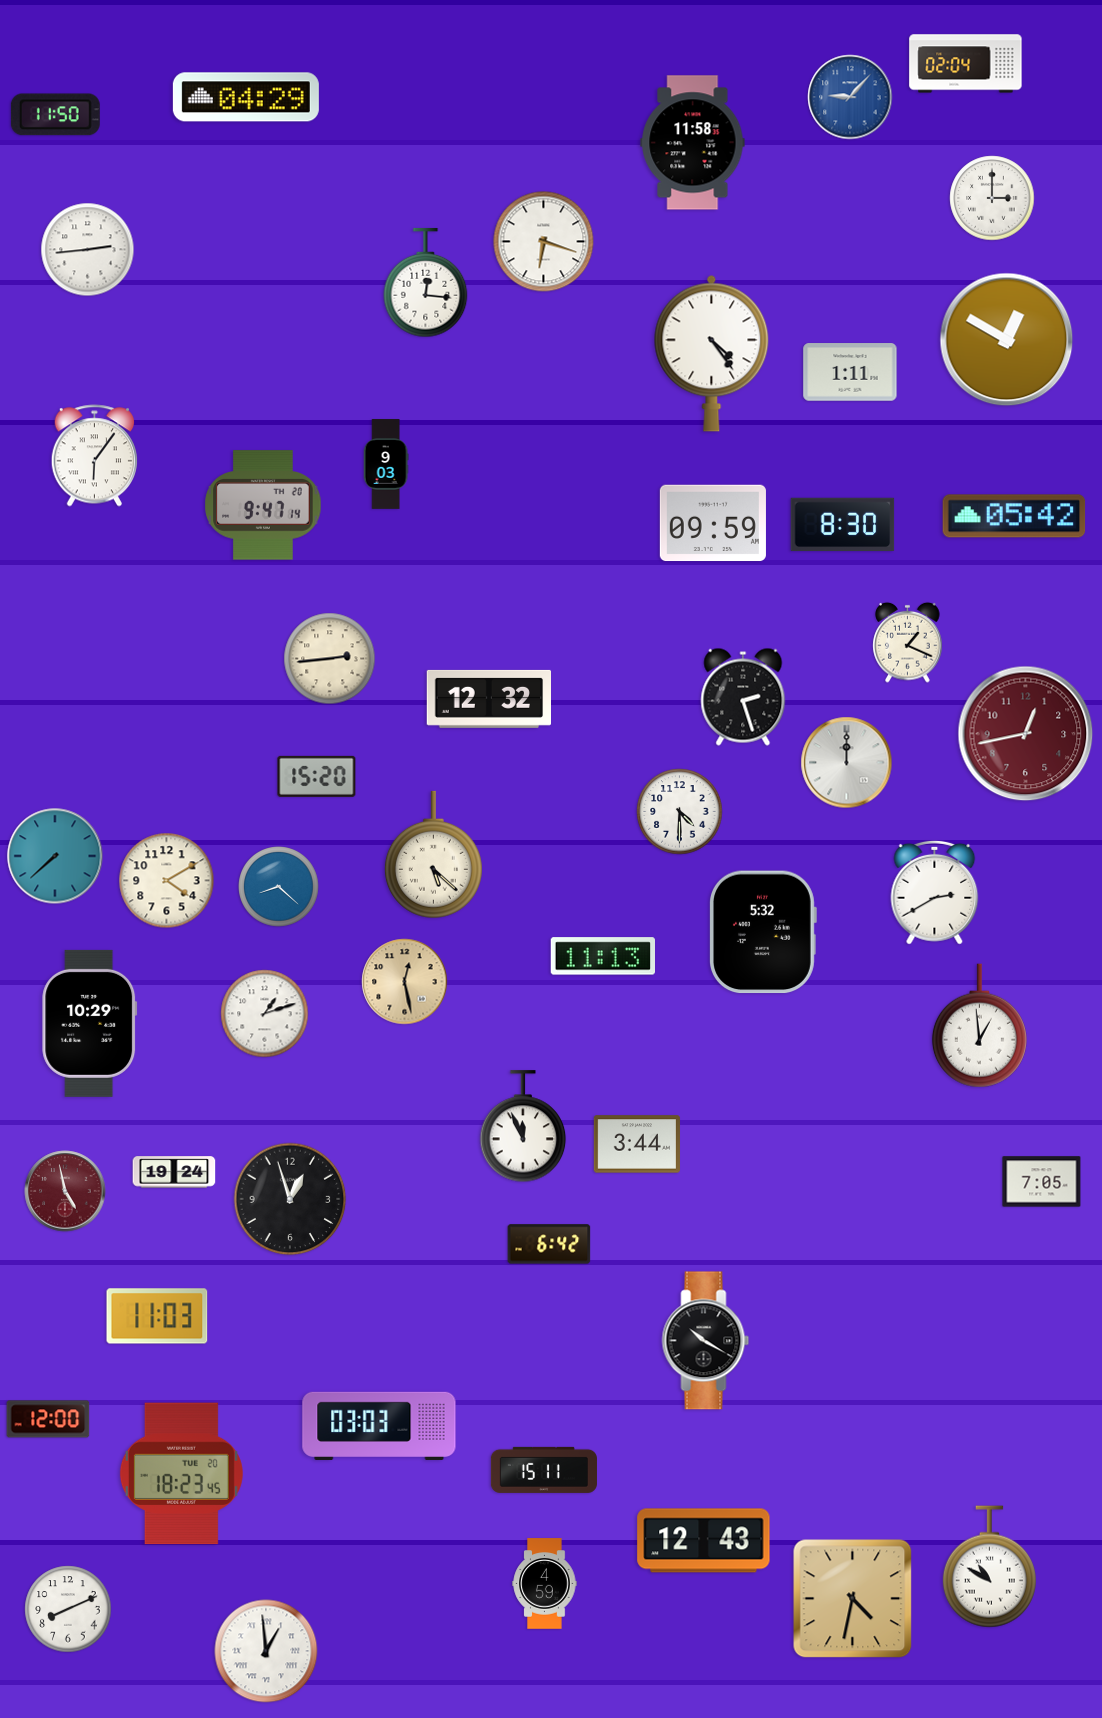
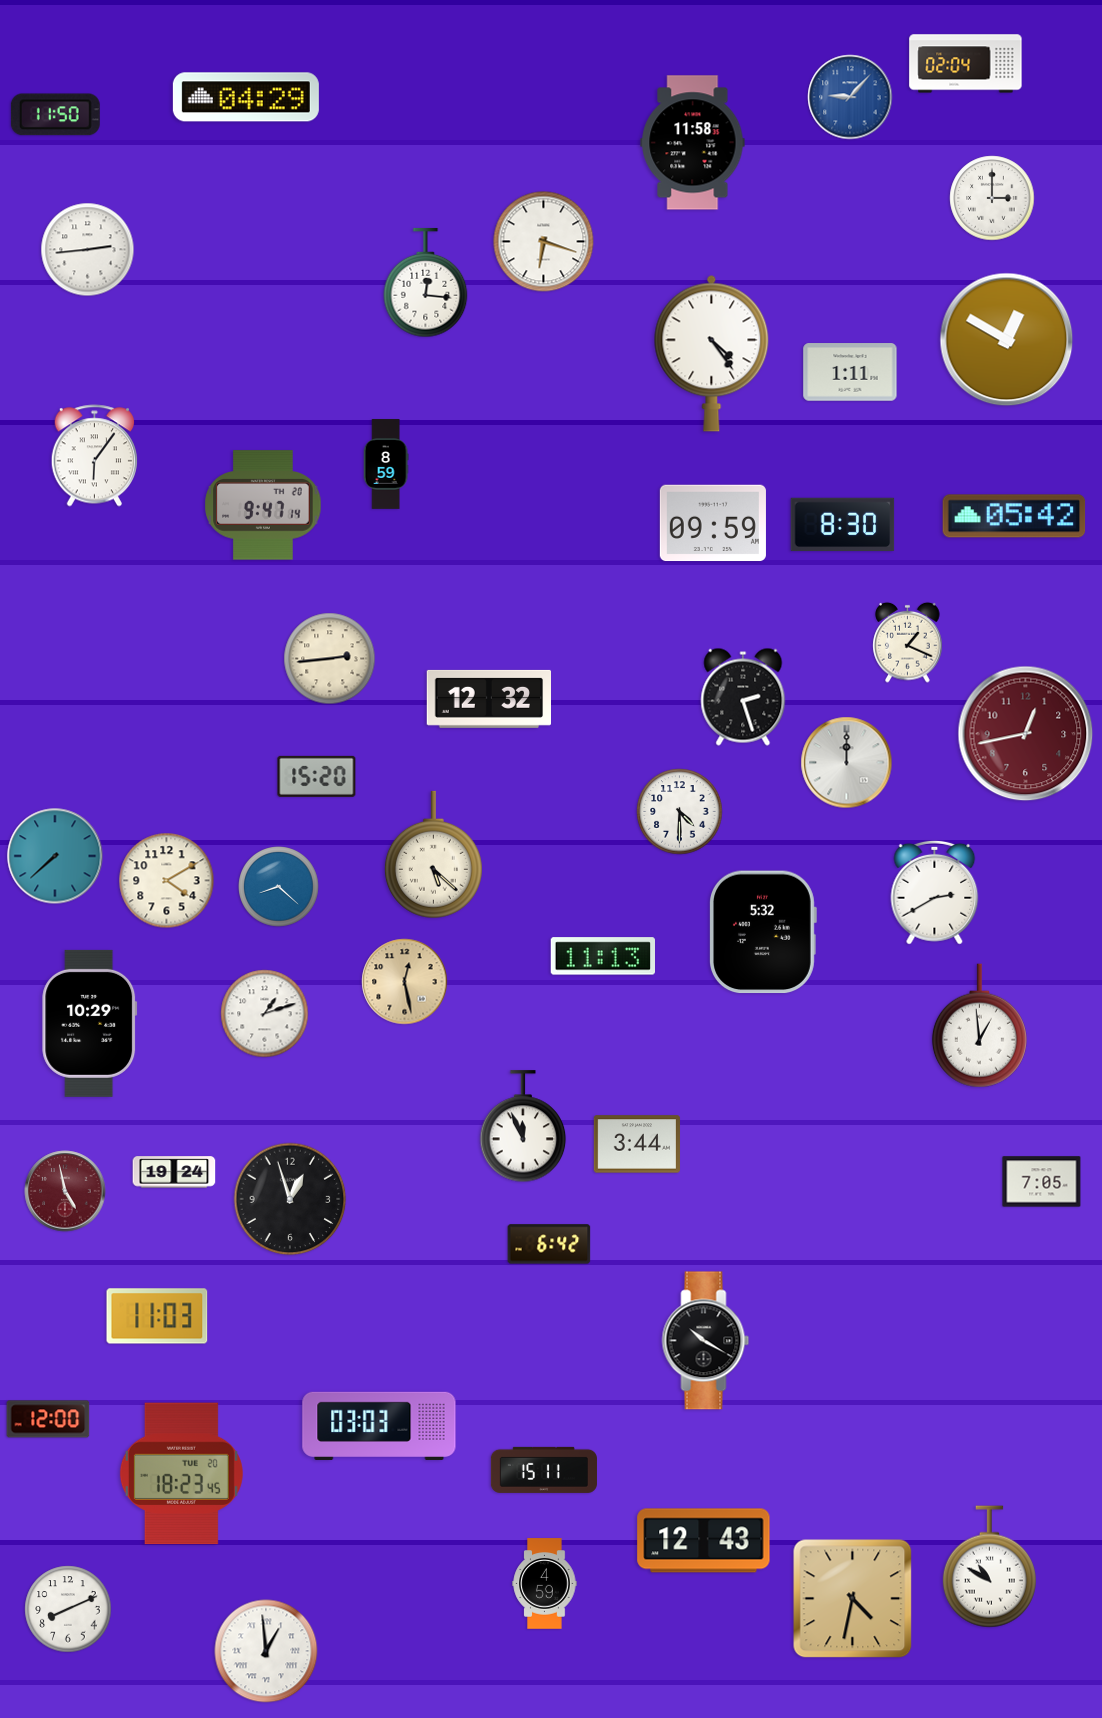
clock at (386, 464): 9:03 -> 8:59
